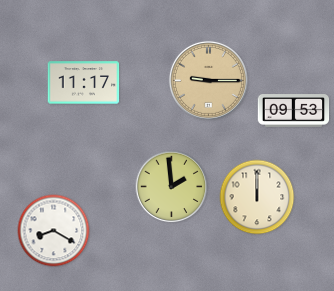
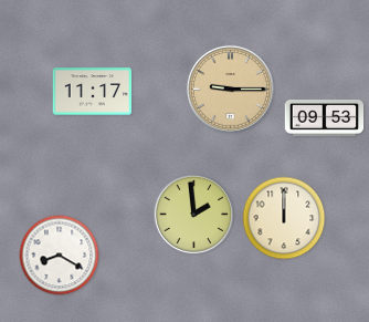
clock at (294, 111) position: (294, 111) -> (325, 118)
clock at (172, 187) position: (172, 187) -> (194, 215)
